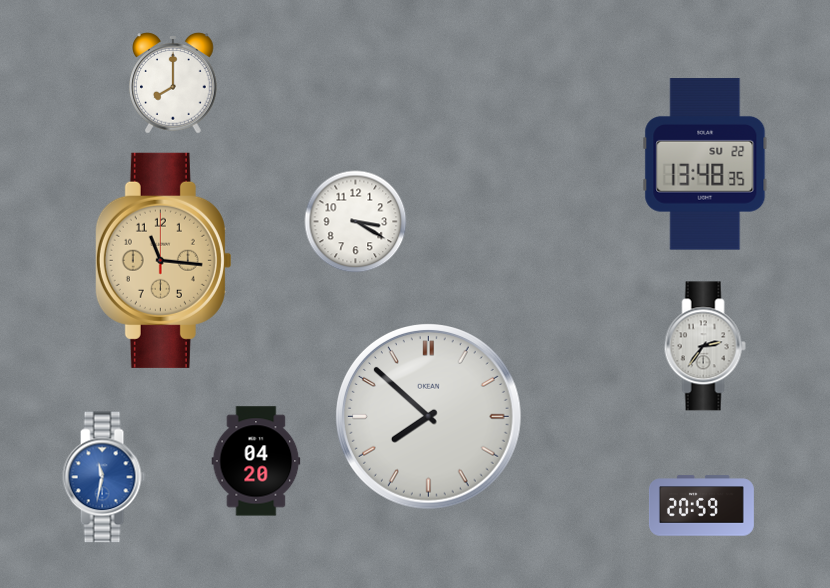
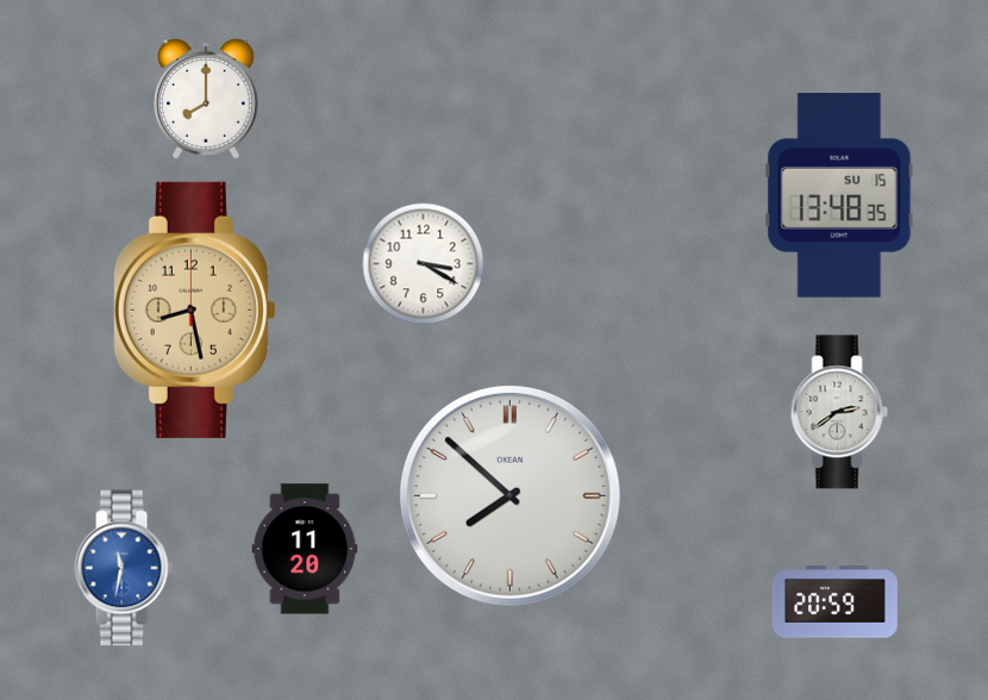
clock at (705, 164) date: SU 22 -> SU 15
clock at (163, 260): 11:16 -> 8:28
clock at (705, 346): 2:36 -> 2:39
clock at (256, 461): 04:20 -> 11:20
